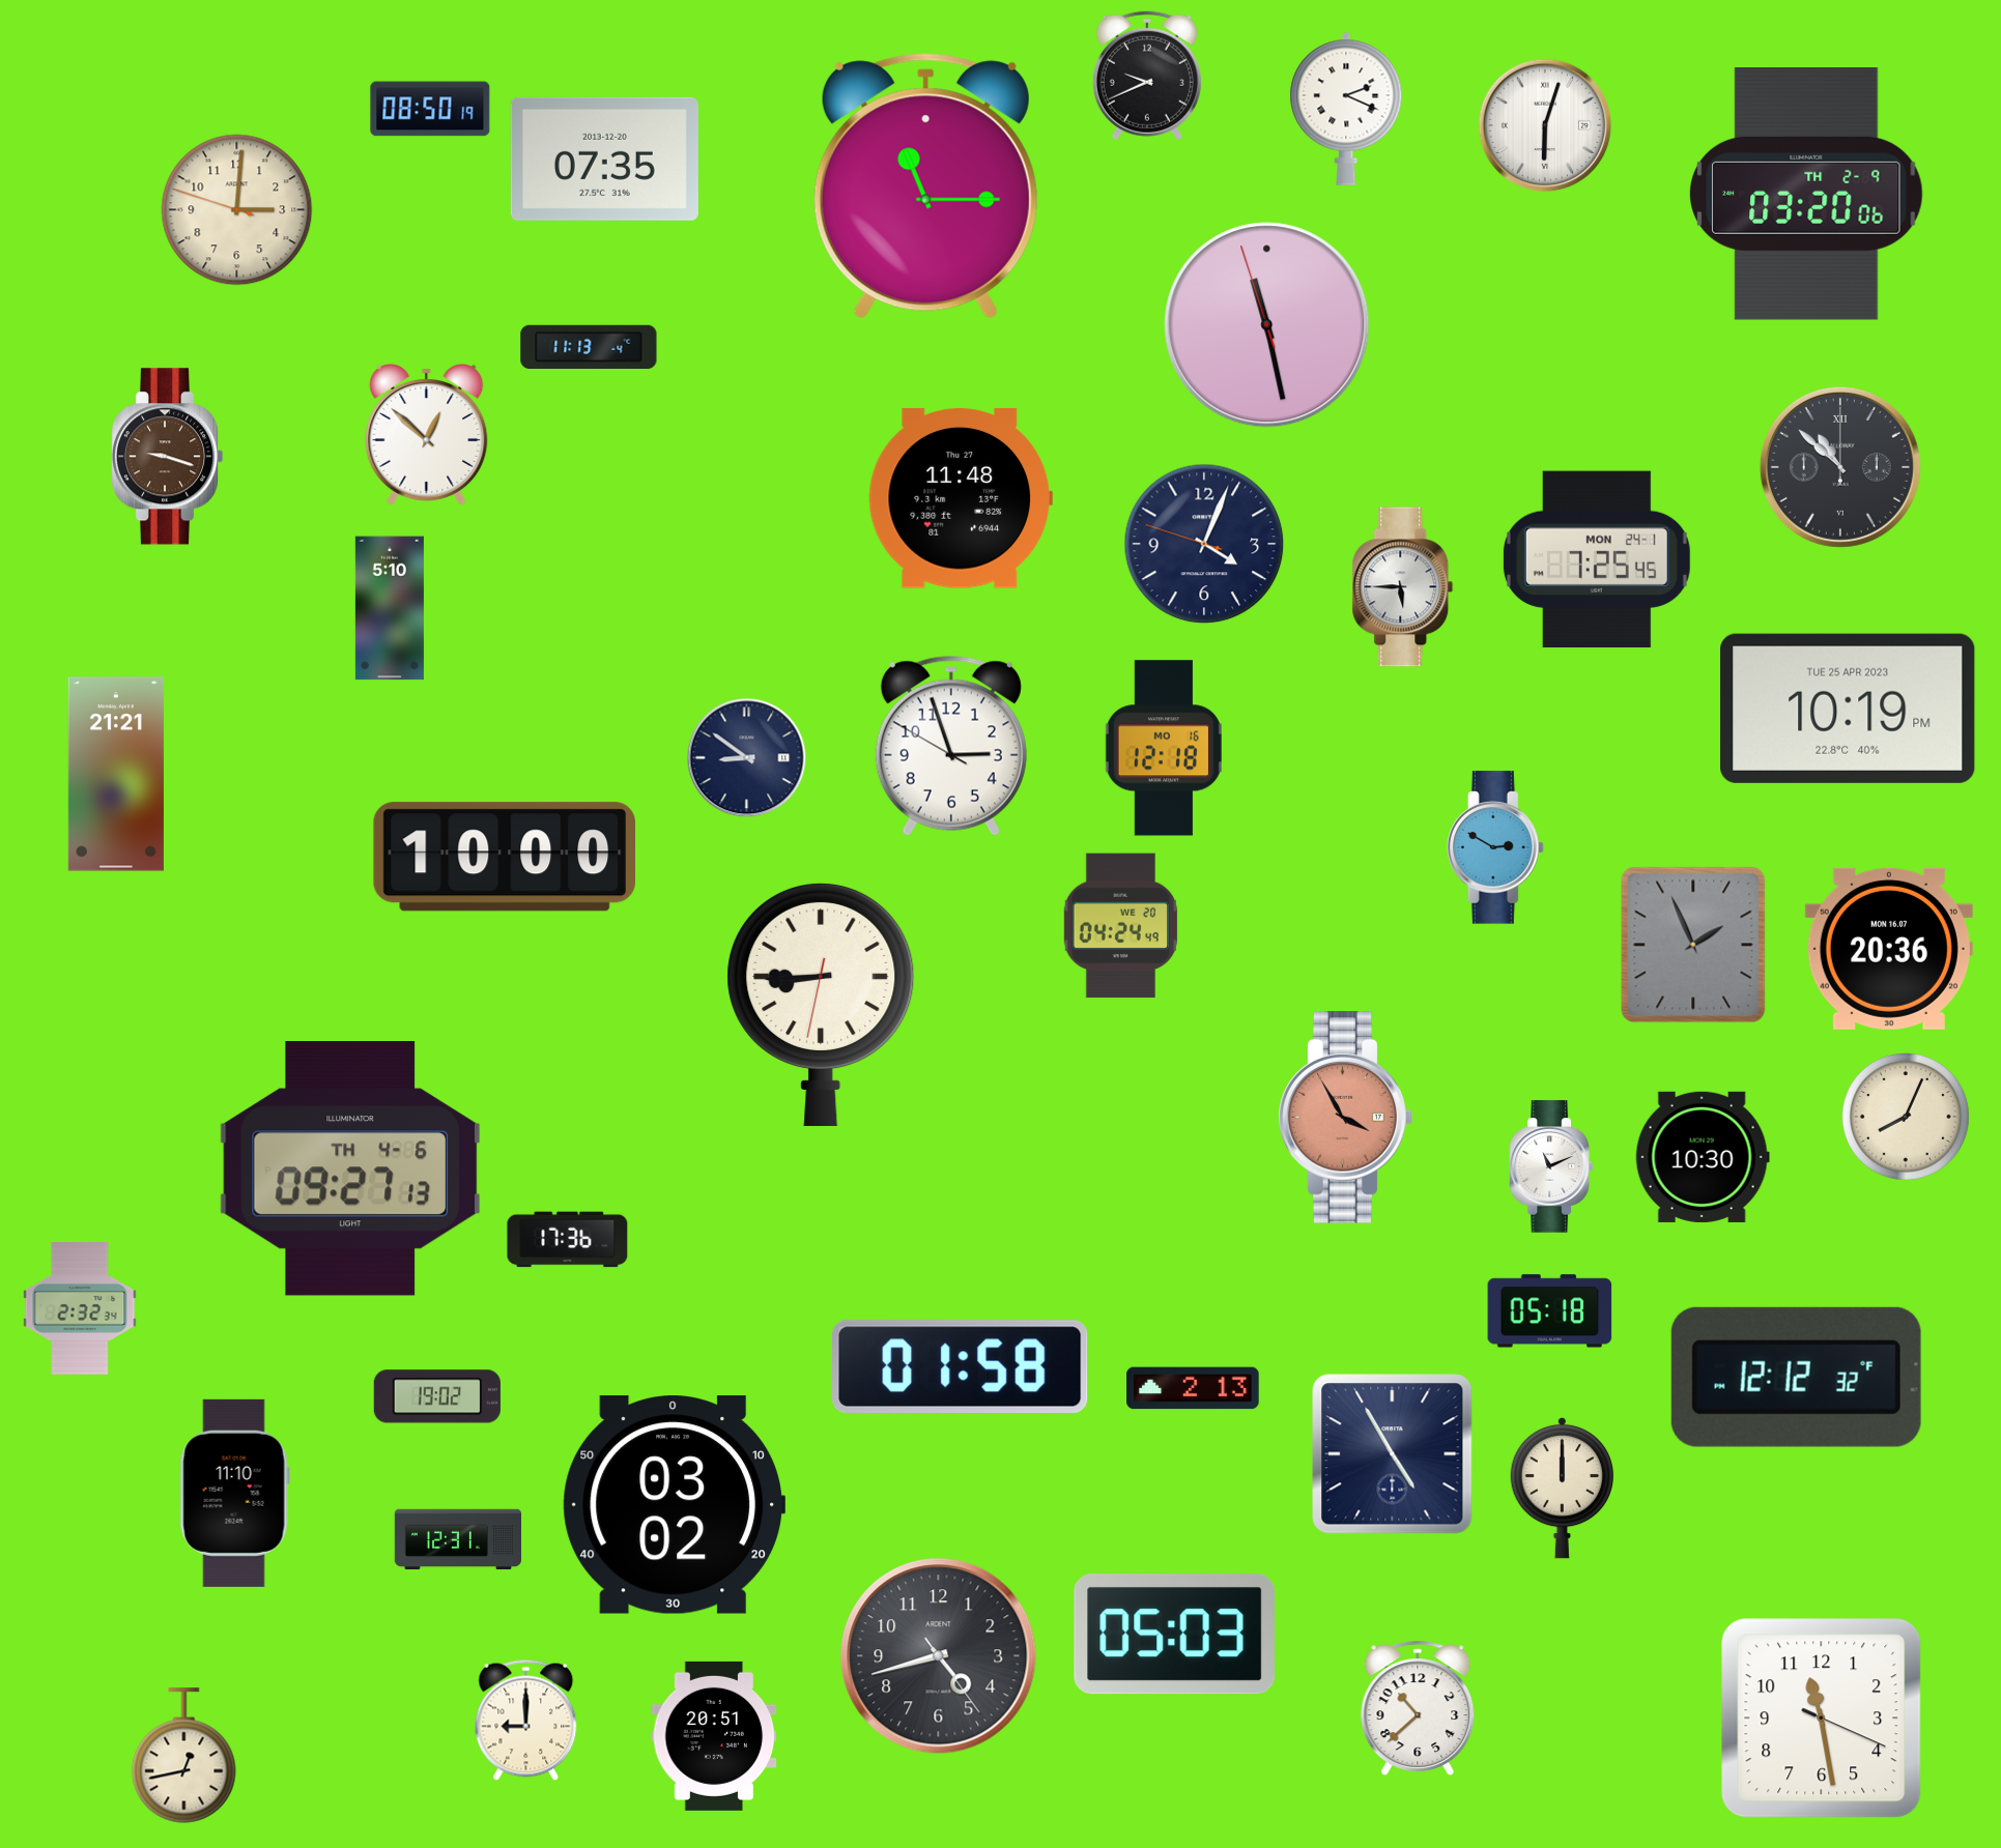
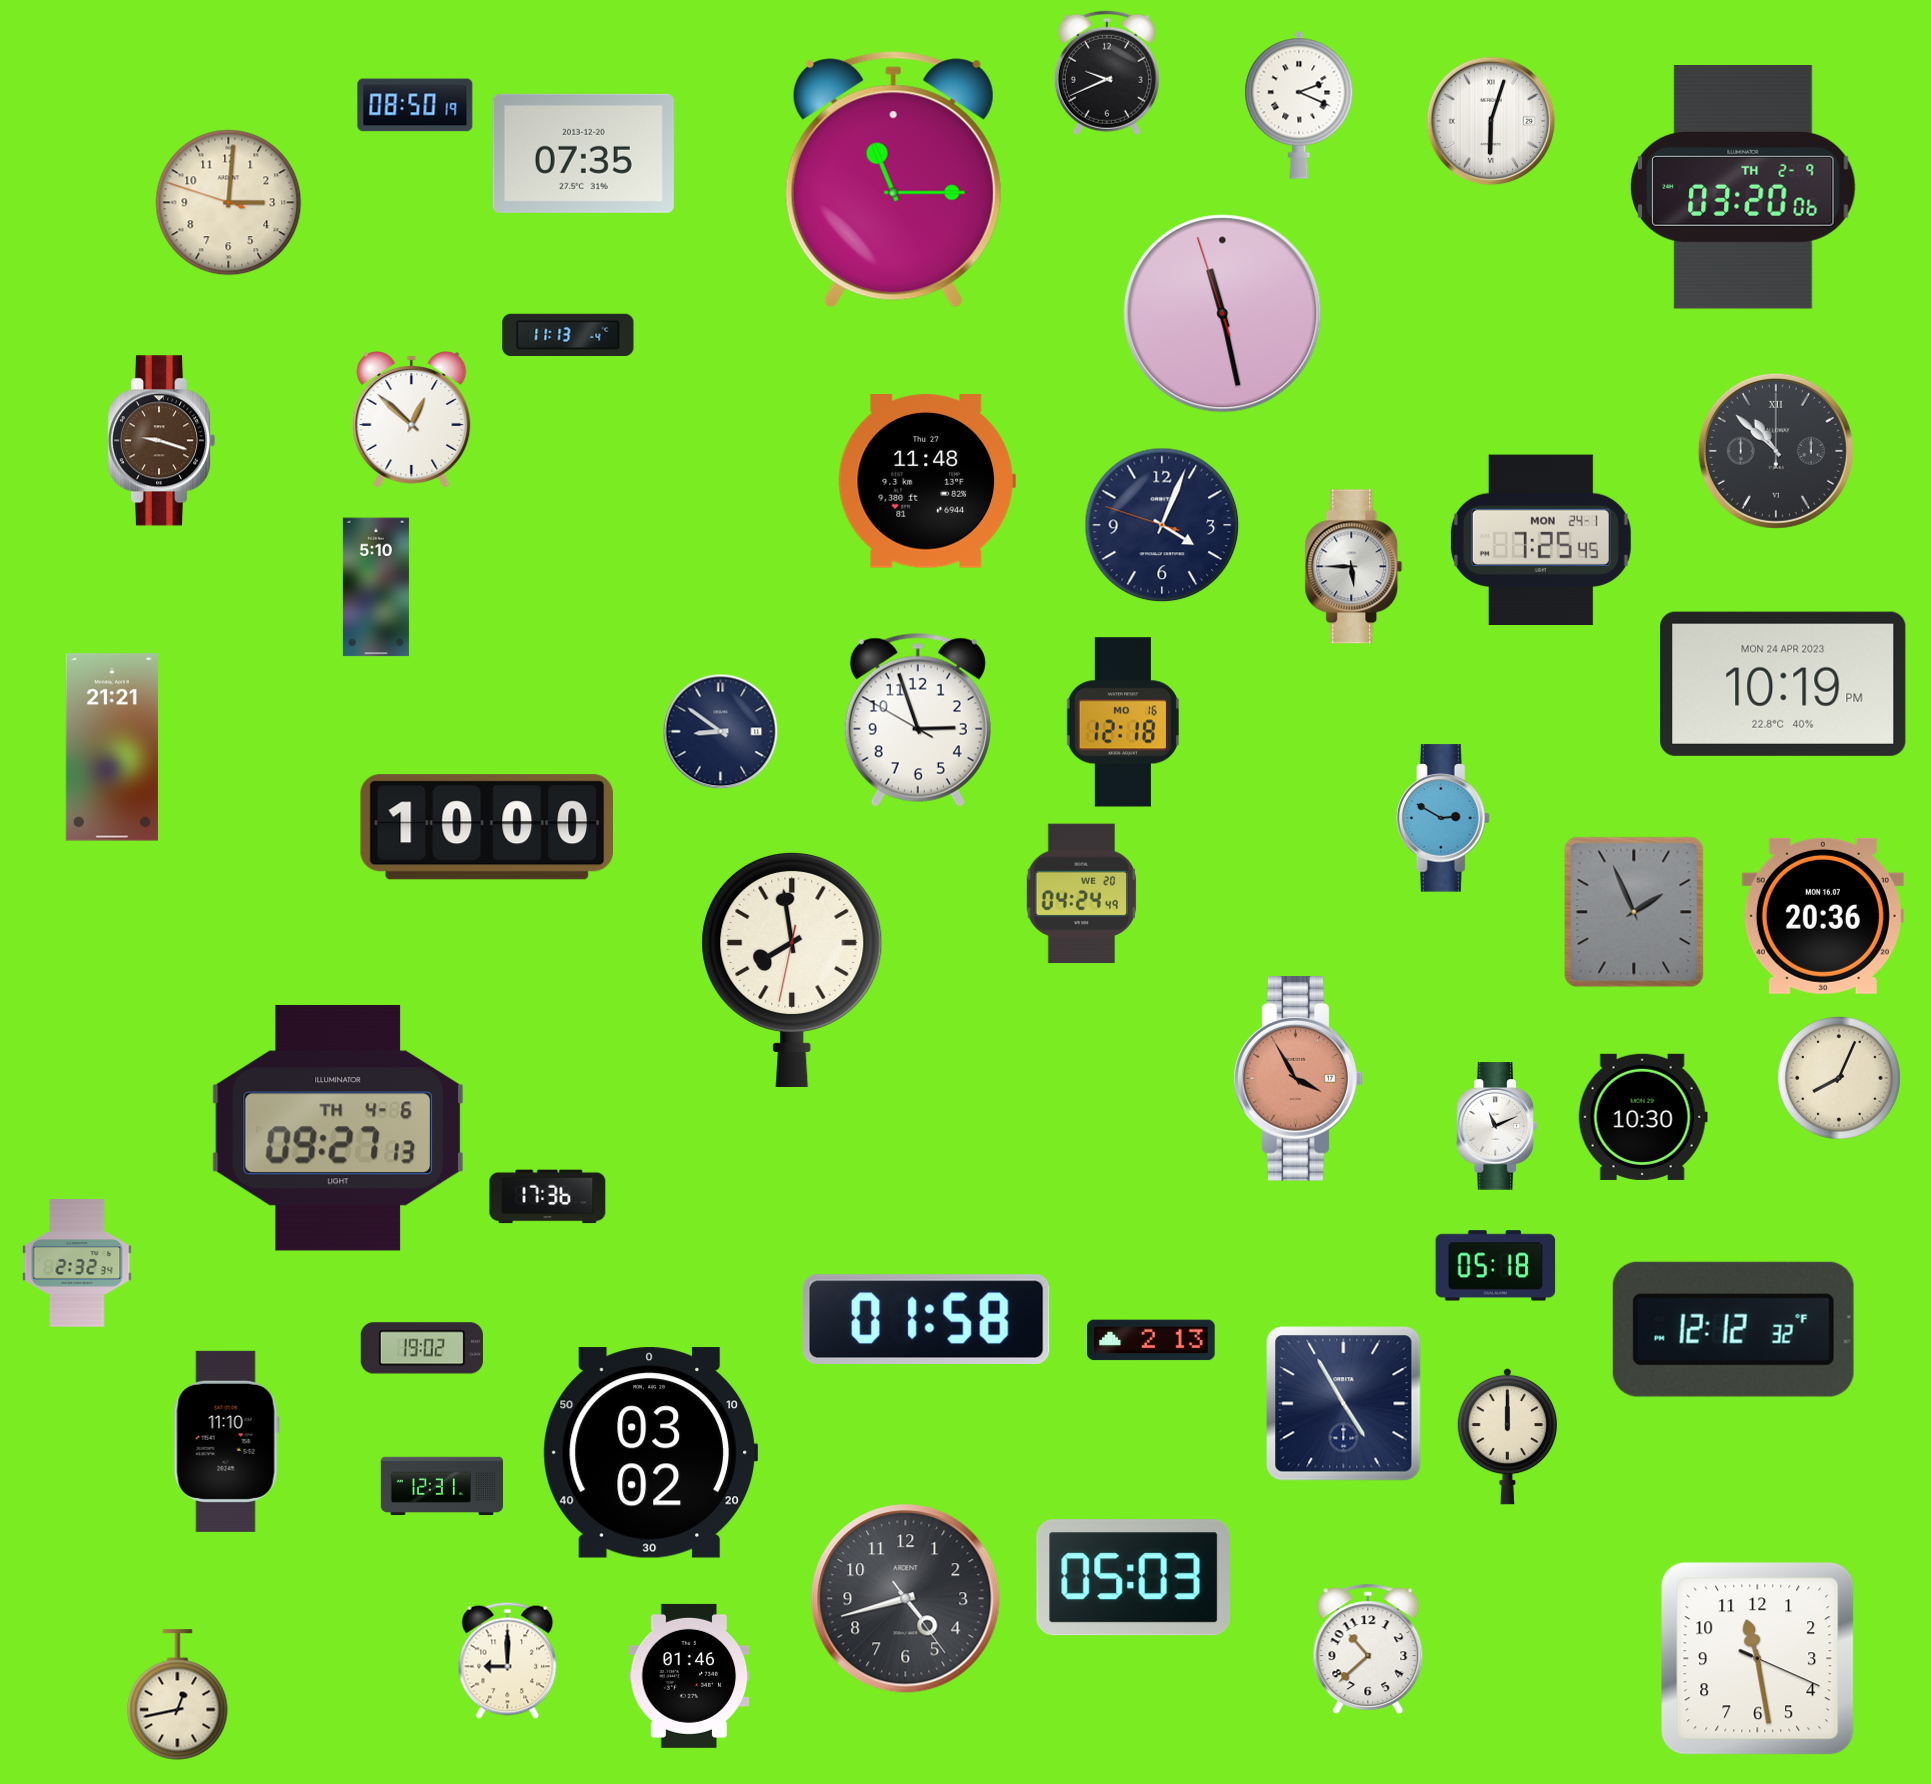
clock at (1848, 709) date: TUE 25 APR 2023 -> MON 24 APR 2023
clock at (821, 1004): 8:44 -> 7:58
clock at (714, 1736): 20:51 -> 01:46
